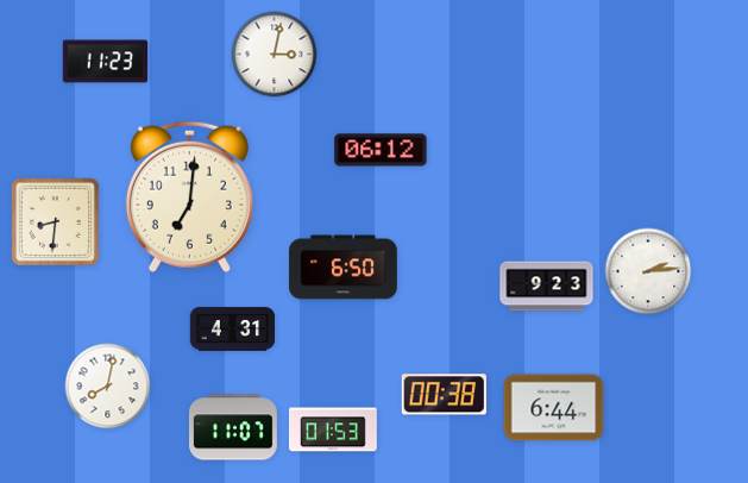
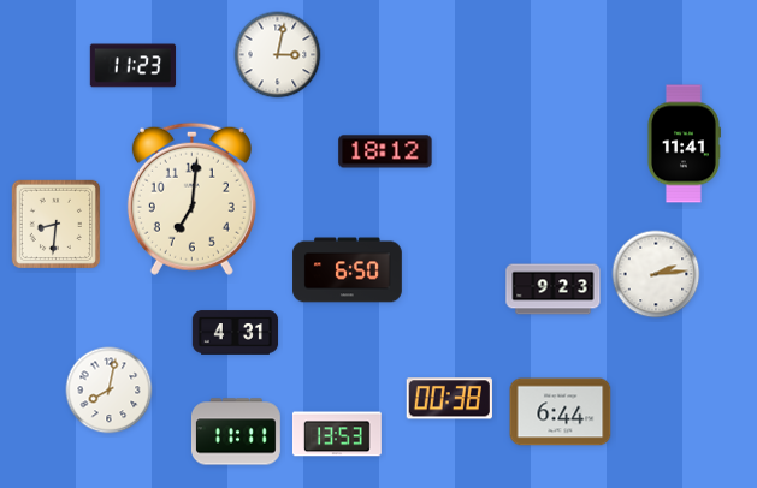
clock at (106, 62) position: (106, 62) -> (134, 66)
clock at (684, 144): none -> 11:41
clock at (381, 150): 06:12 -> 18:12
clock at (233, 427): 11:07 -> 11:11
clock at (333, 429): 01:53 -> 13:53
